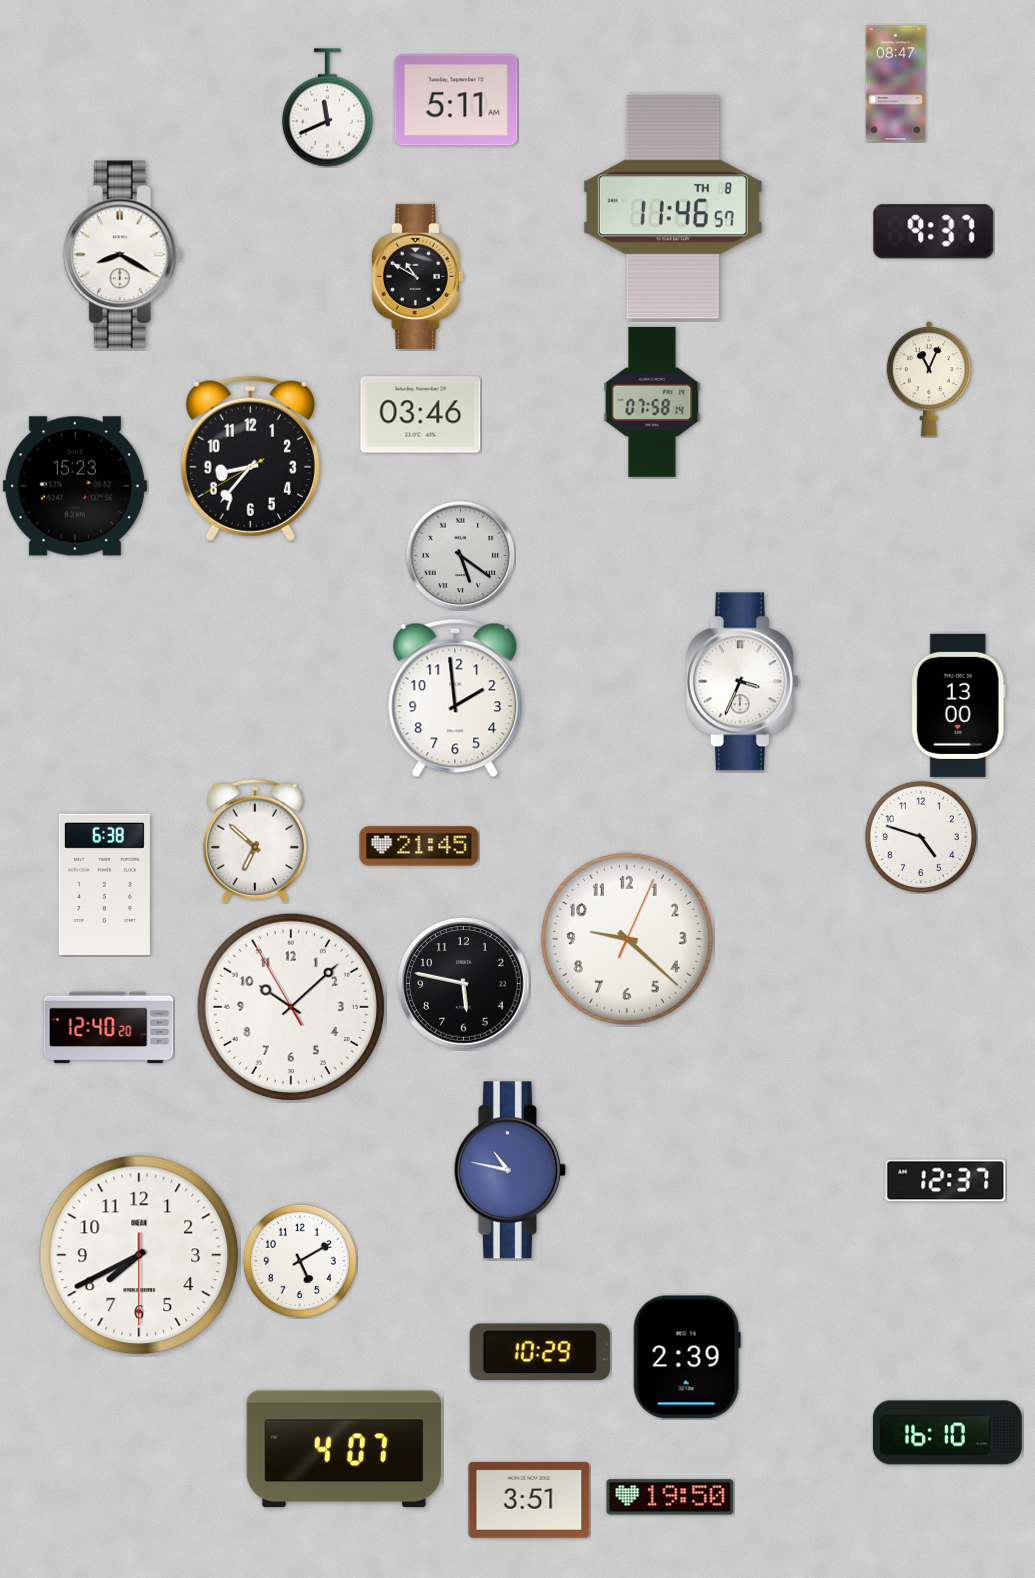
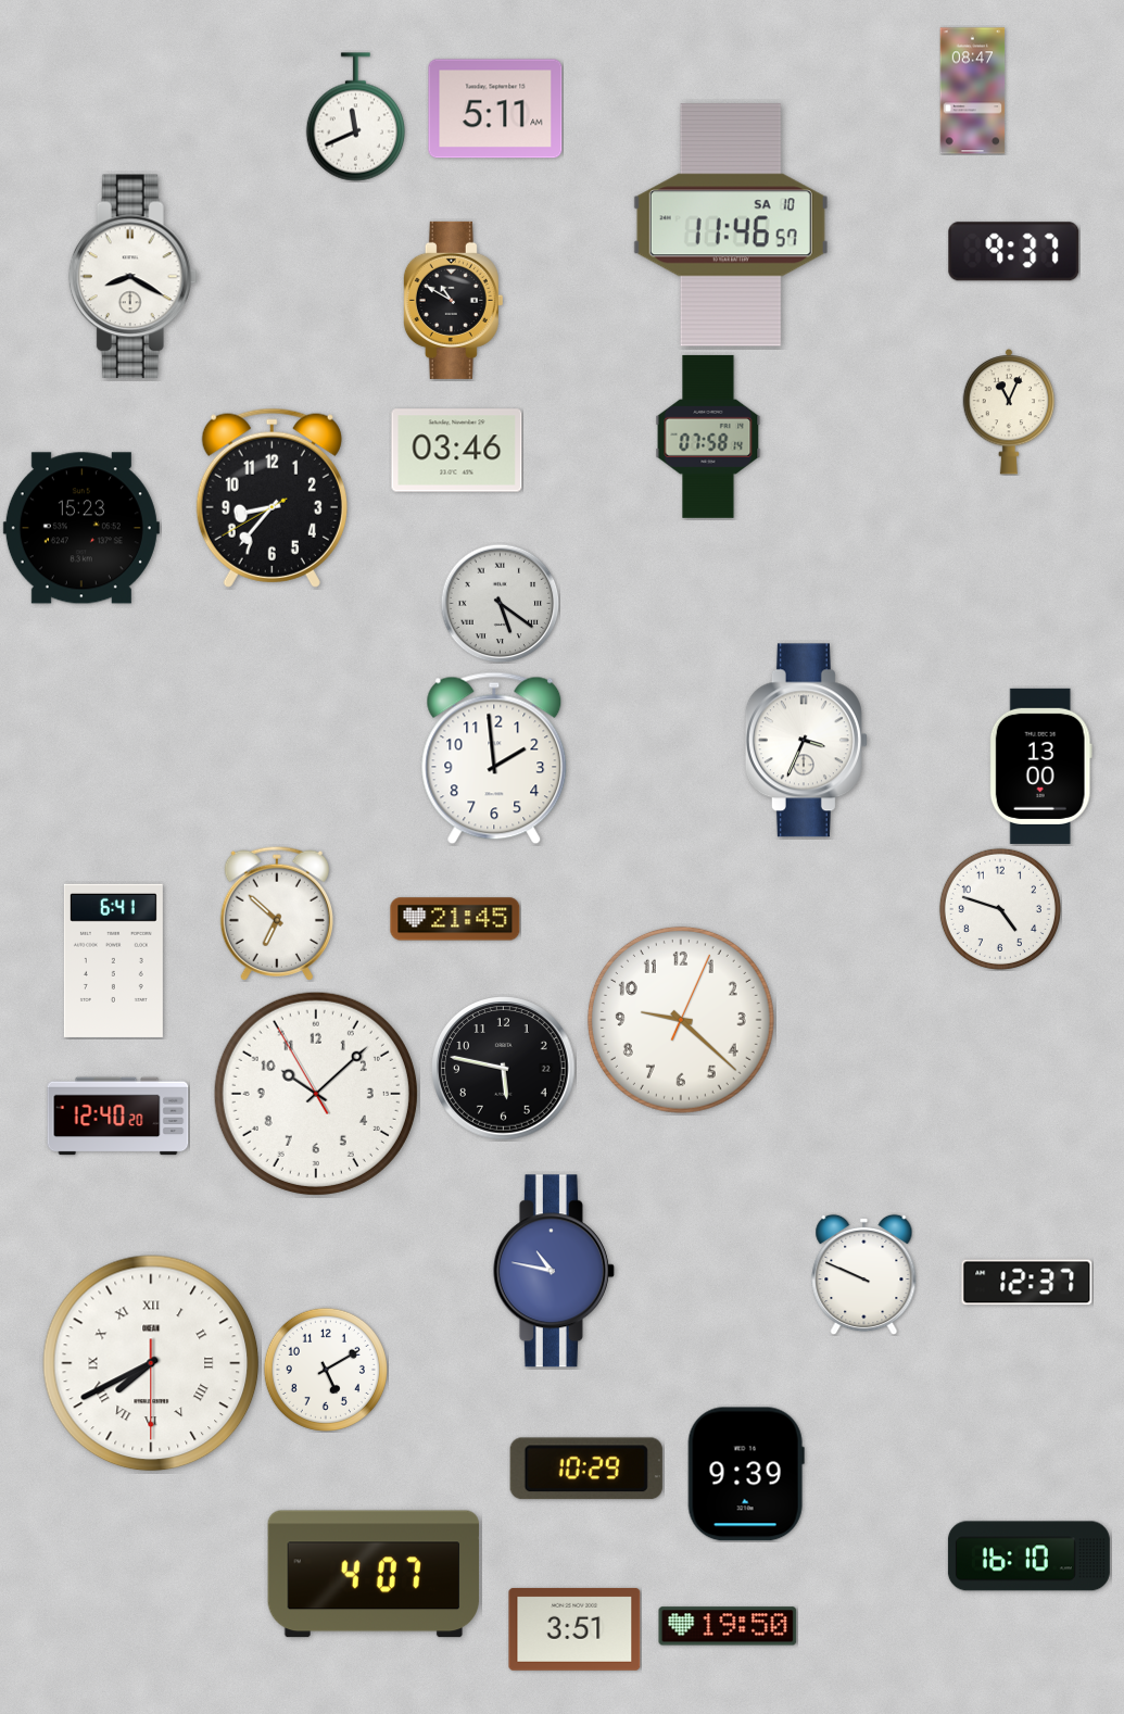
clock at (673, 207) date: TH 8 -> SA 10
clock at (104, 884): 6:38 -> 6:41
clock at (864, 1274): none -> 9:49
clock at (139, 1255) numerals: Arabic -> Roman
clock at (687, 1357): 2:39 -> 9:39
